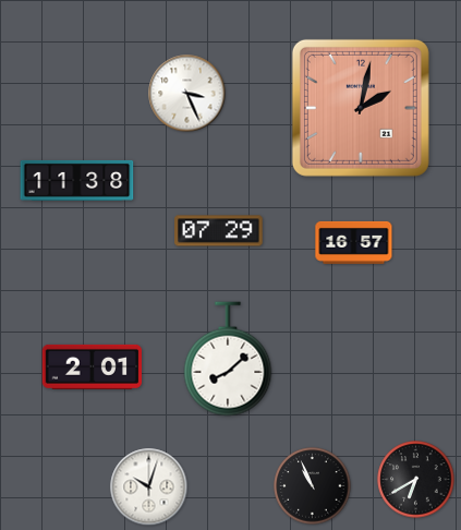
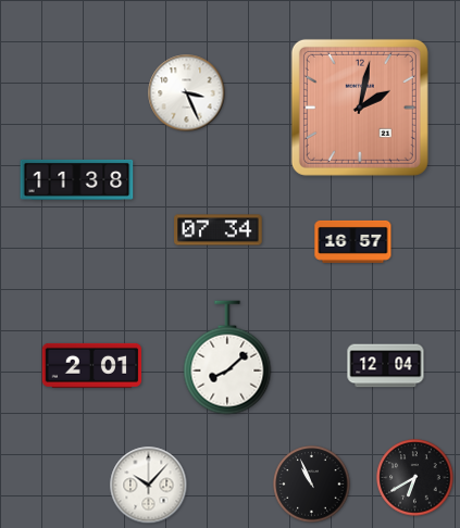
clock at (219, 231): 07:29 -> 07:34
clock at (386, 366): none -> 12:04
clock at (149, 487): 10:03 -> 10:07
